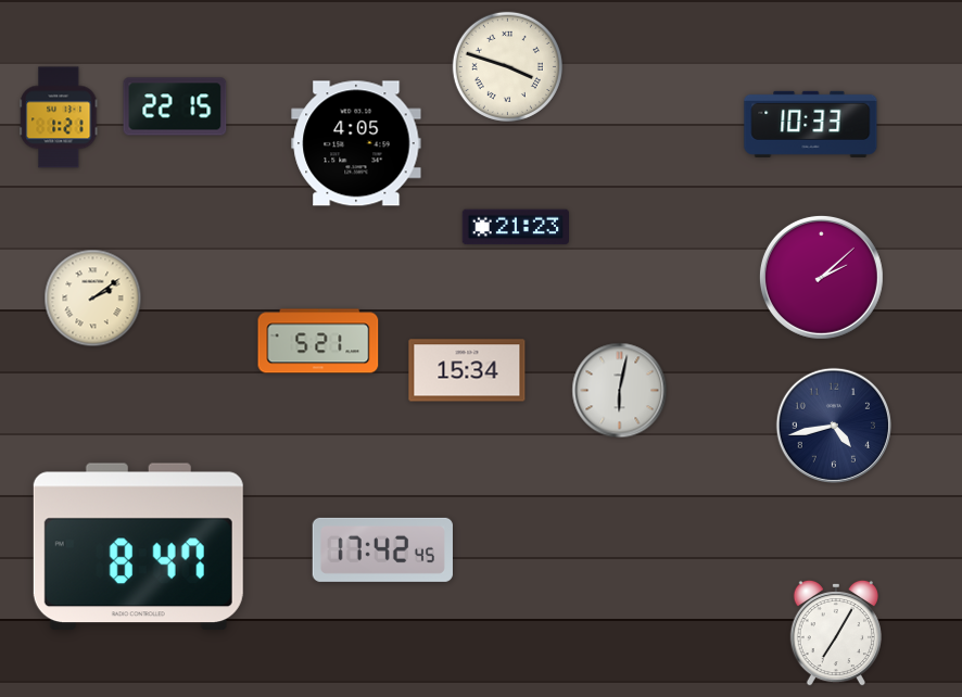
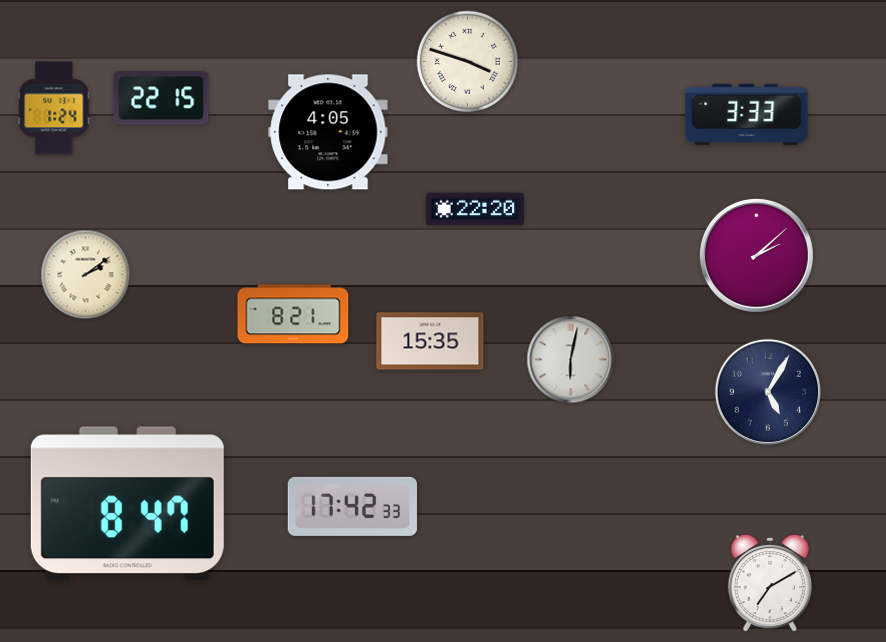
clock at (59, 117): 1:21 -> 1:24
clock at (811, 124): 10:33 -> 3:33
clock at (515, 227): 21:23 -> 22:20
clock at (318, 341): 5:21 -> 8:21
clock at (467, 370): 15:34 -> 15:35
clock at (833, 424): 4:43 -> 5:05
clock at (382, 549): 17:42:45 -> 17:42:33
clock at (836, 633): 7:05 -> 7:10
